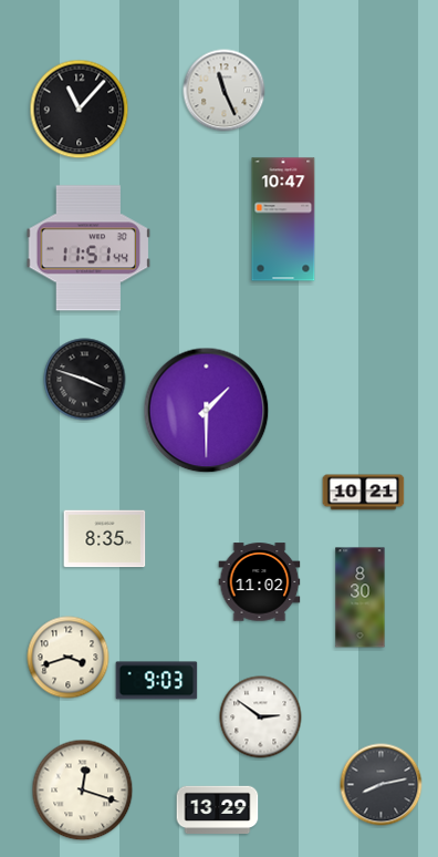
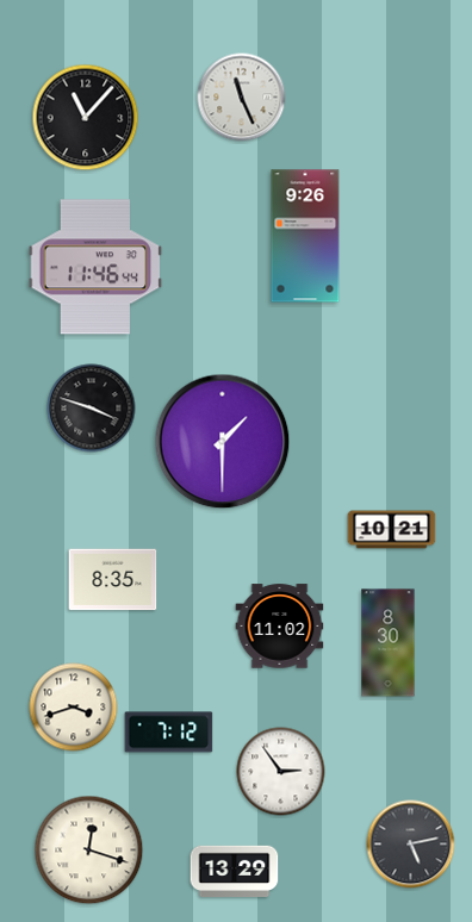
clock at (283, 219): 10:47 -> 9:26
clock at (88, 248): 11:51 -> 11:46
clock at (157, 681): 9:03 -> 7:12
clock at (261, 717): 2:51 -> 2:54
clock at (382, 785): 8:13 -> 5:13
